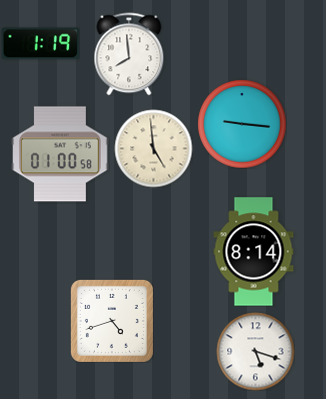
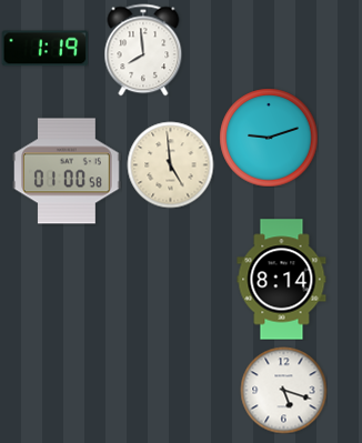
clock at (129, 54) position: (129, 54) -> (143, 50)
clock at (242, 124): 9:16 -> 9:12
clock at (112, 321): 4:42 -> none
